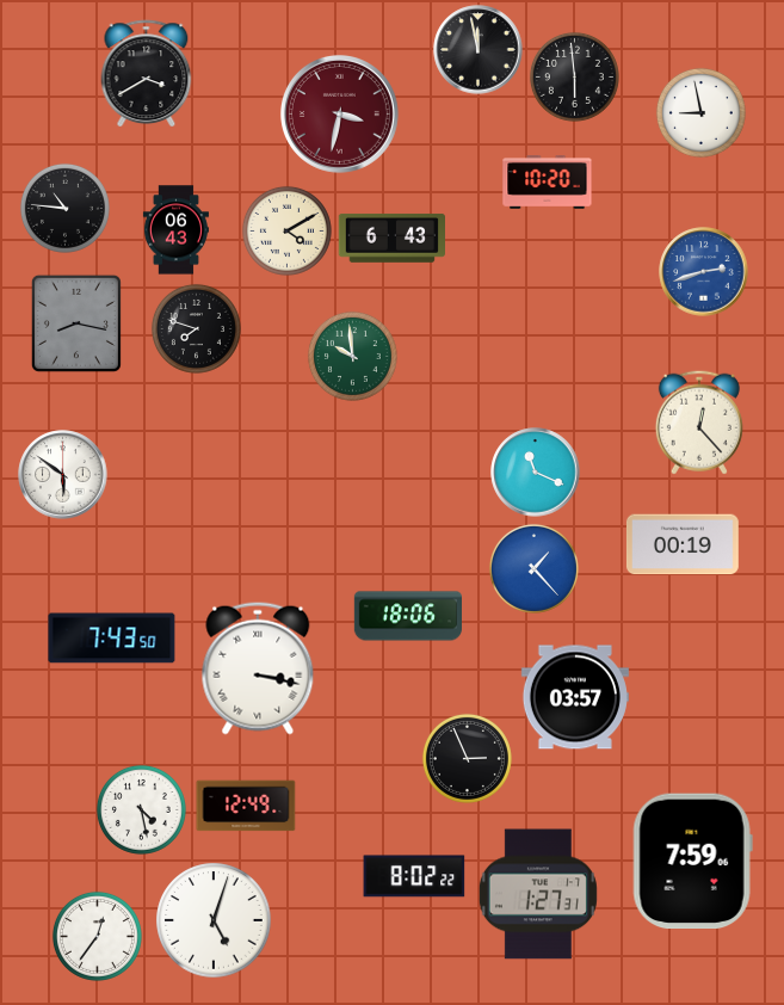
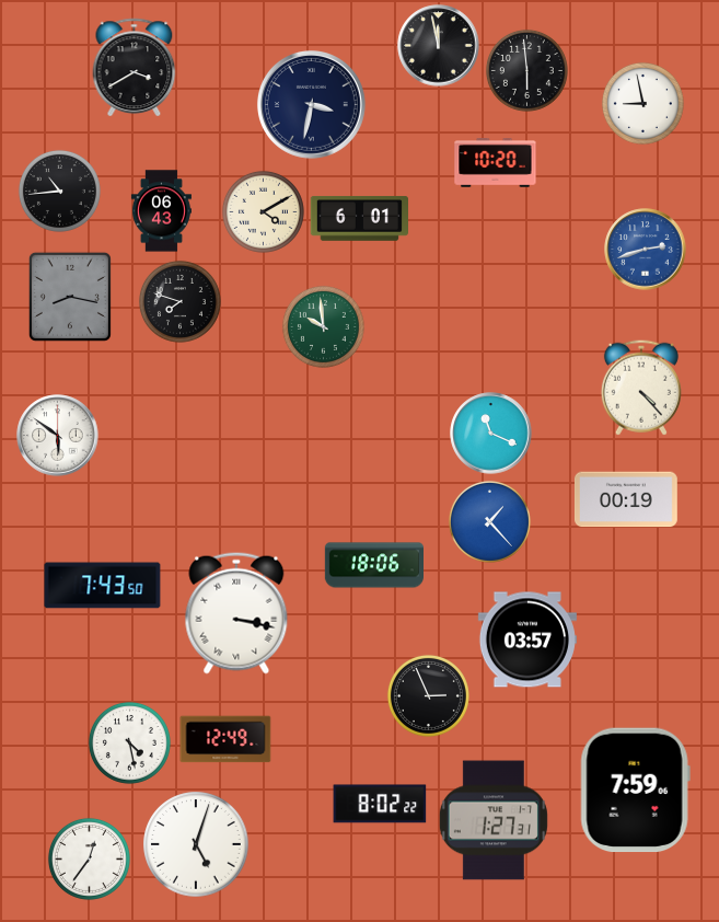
clock at (339, 113) dial: burgundy -> navy
clock at (548, 183) position: (548, 183) -> (496, 163)
clock at (64, 208): 10:46 -> 10:44
clock at (391, 238): 6:43 -> 6:01
clock at (699, 423): 12:23 -> 4:23
